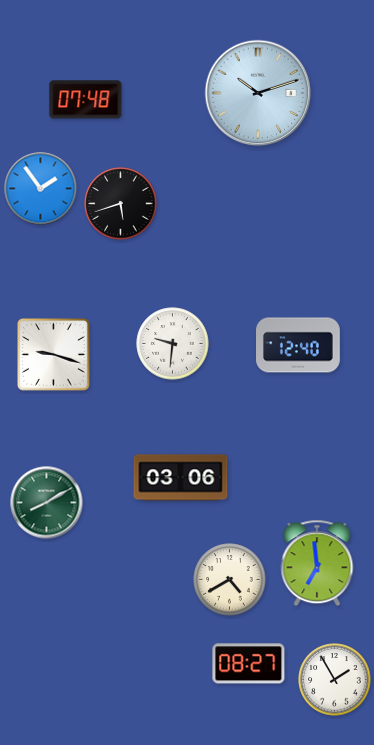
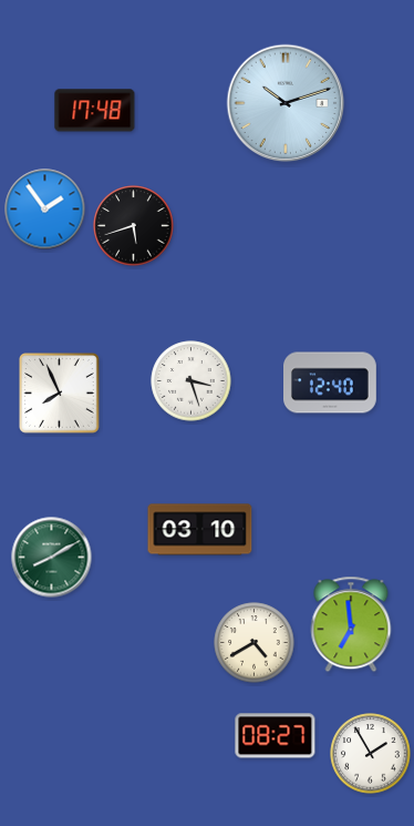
clock at (86, 100): 07:48 -> 17:48
clock at (173, 344): 9:31 -> 3:27
clock at (54, 355): 9:18 -> 7:56
clock at (181, 478): 03:06 -> 03:10
